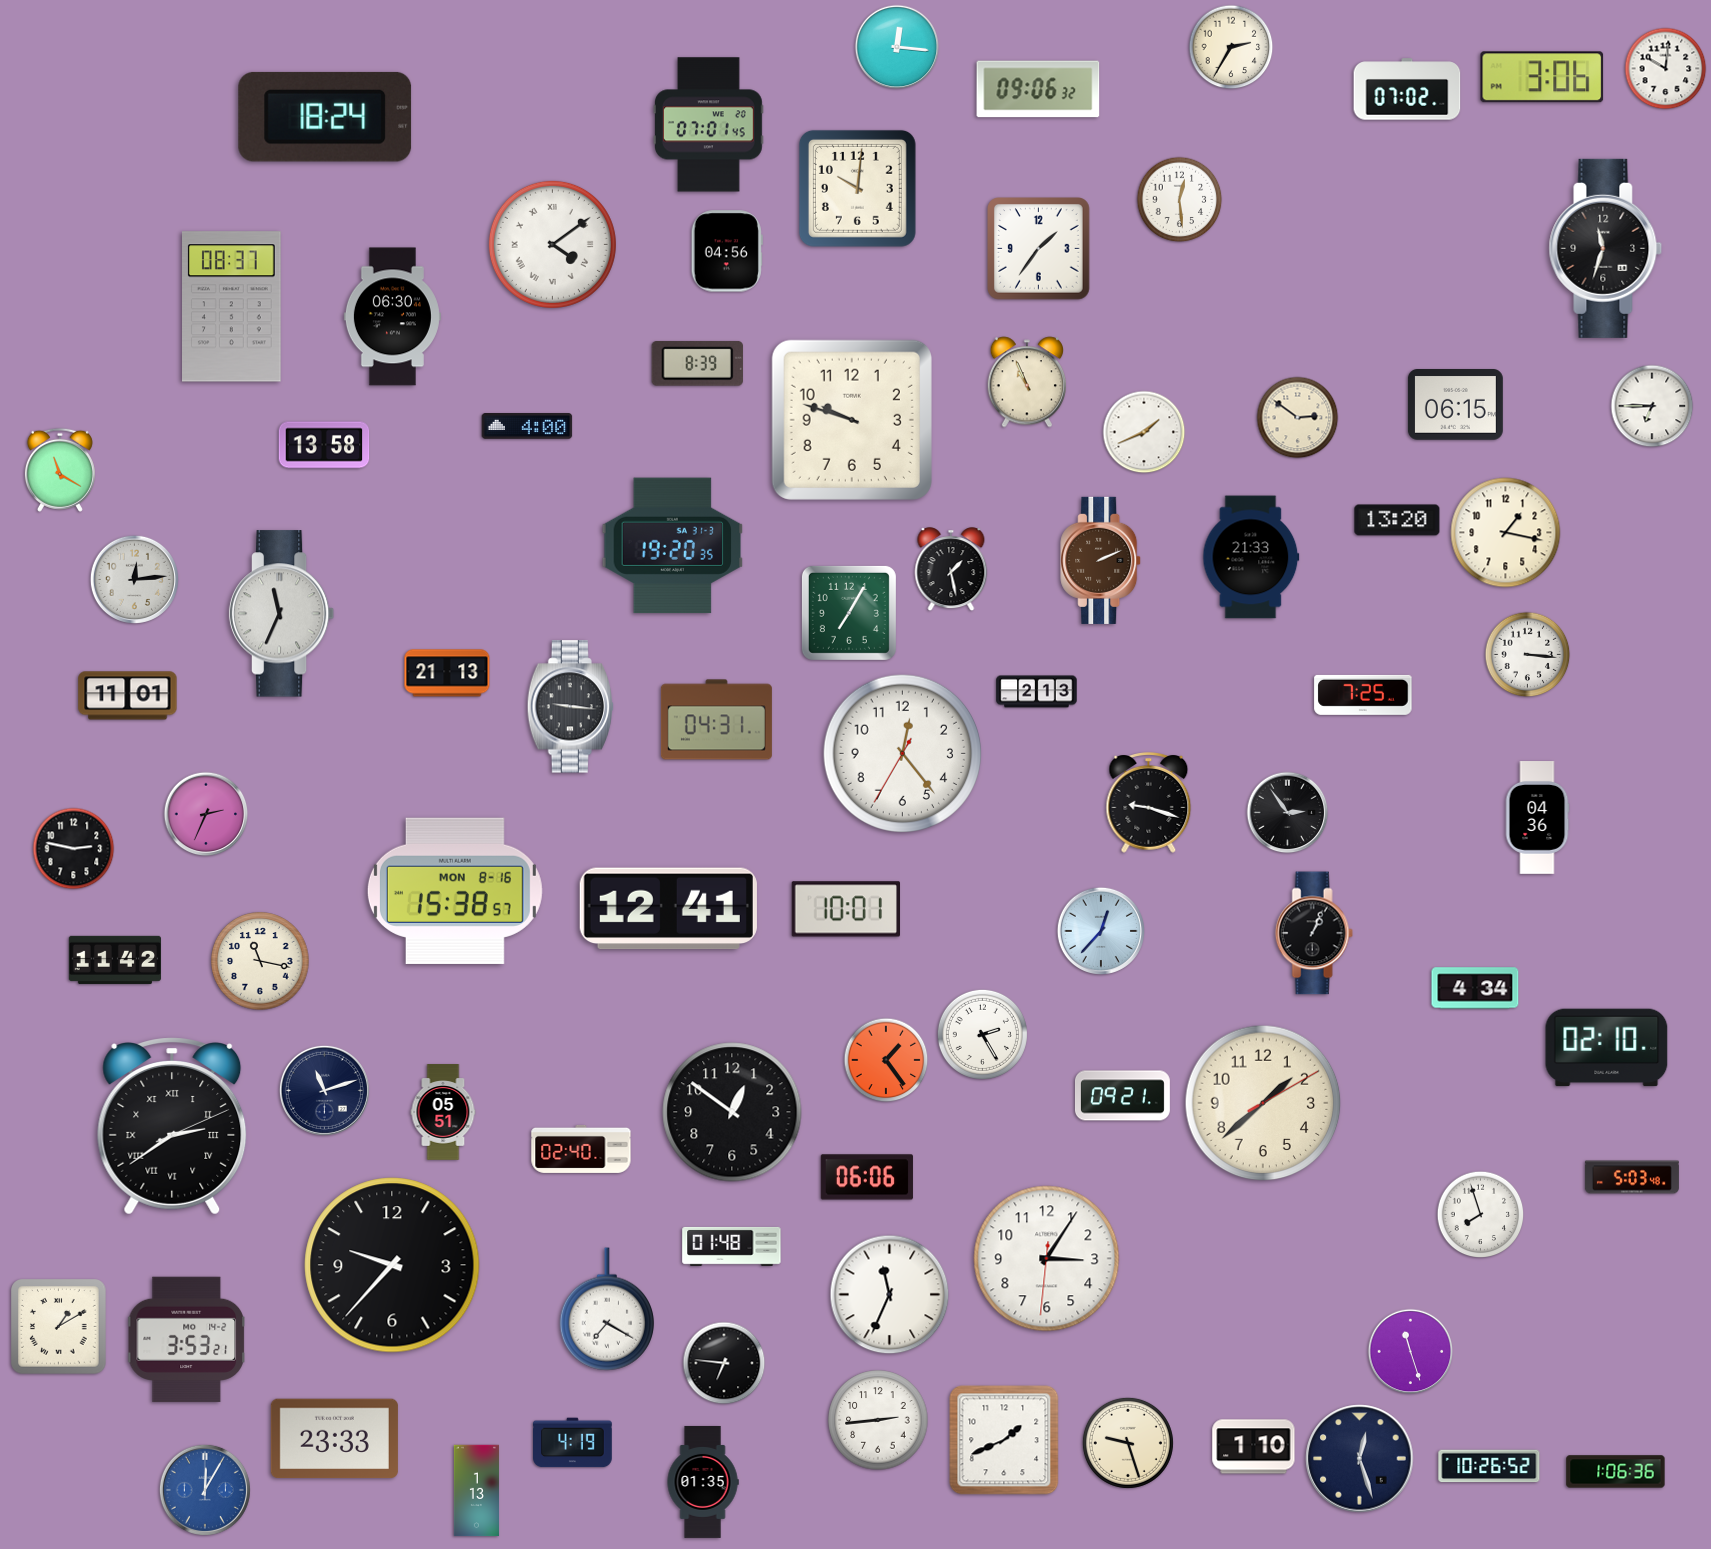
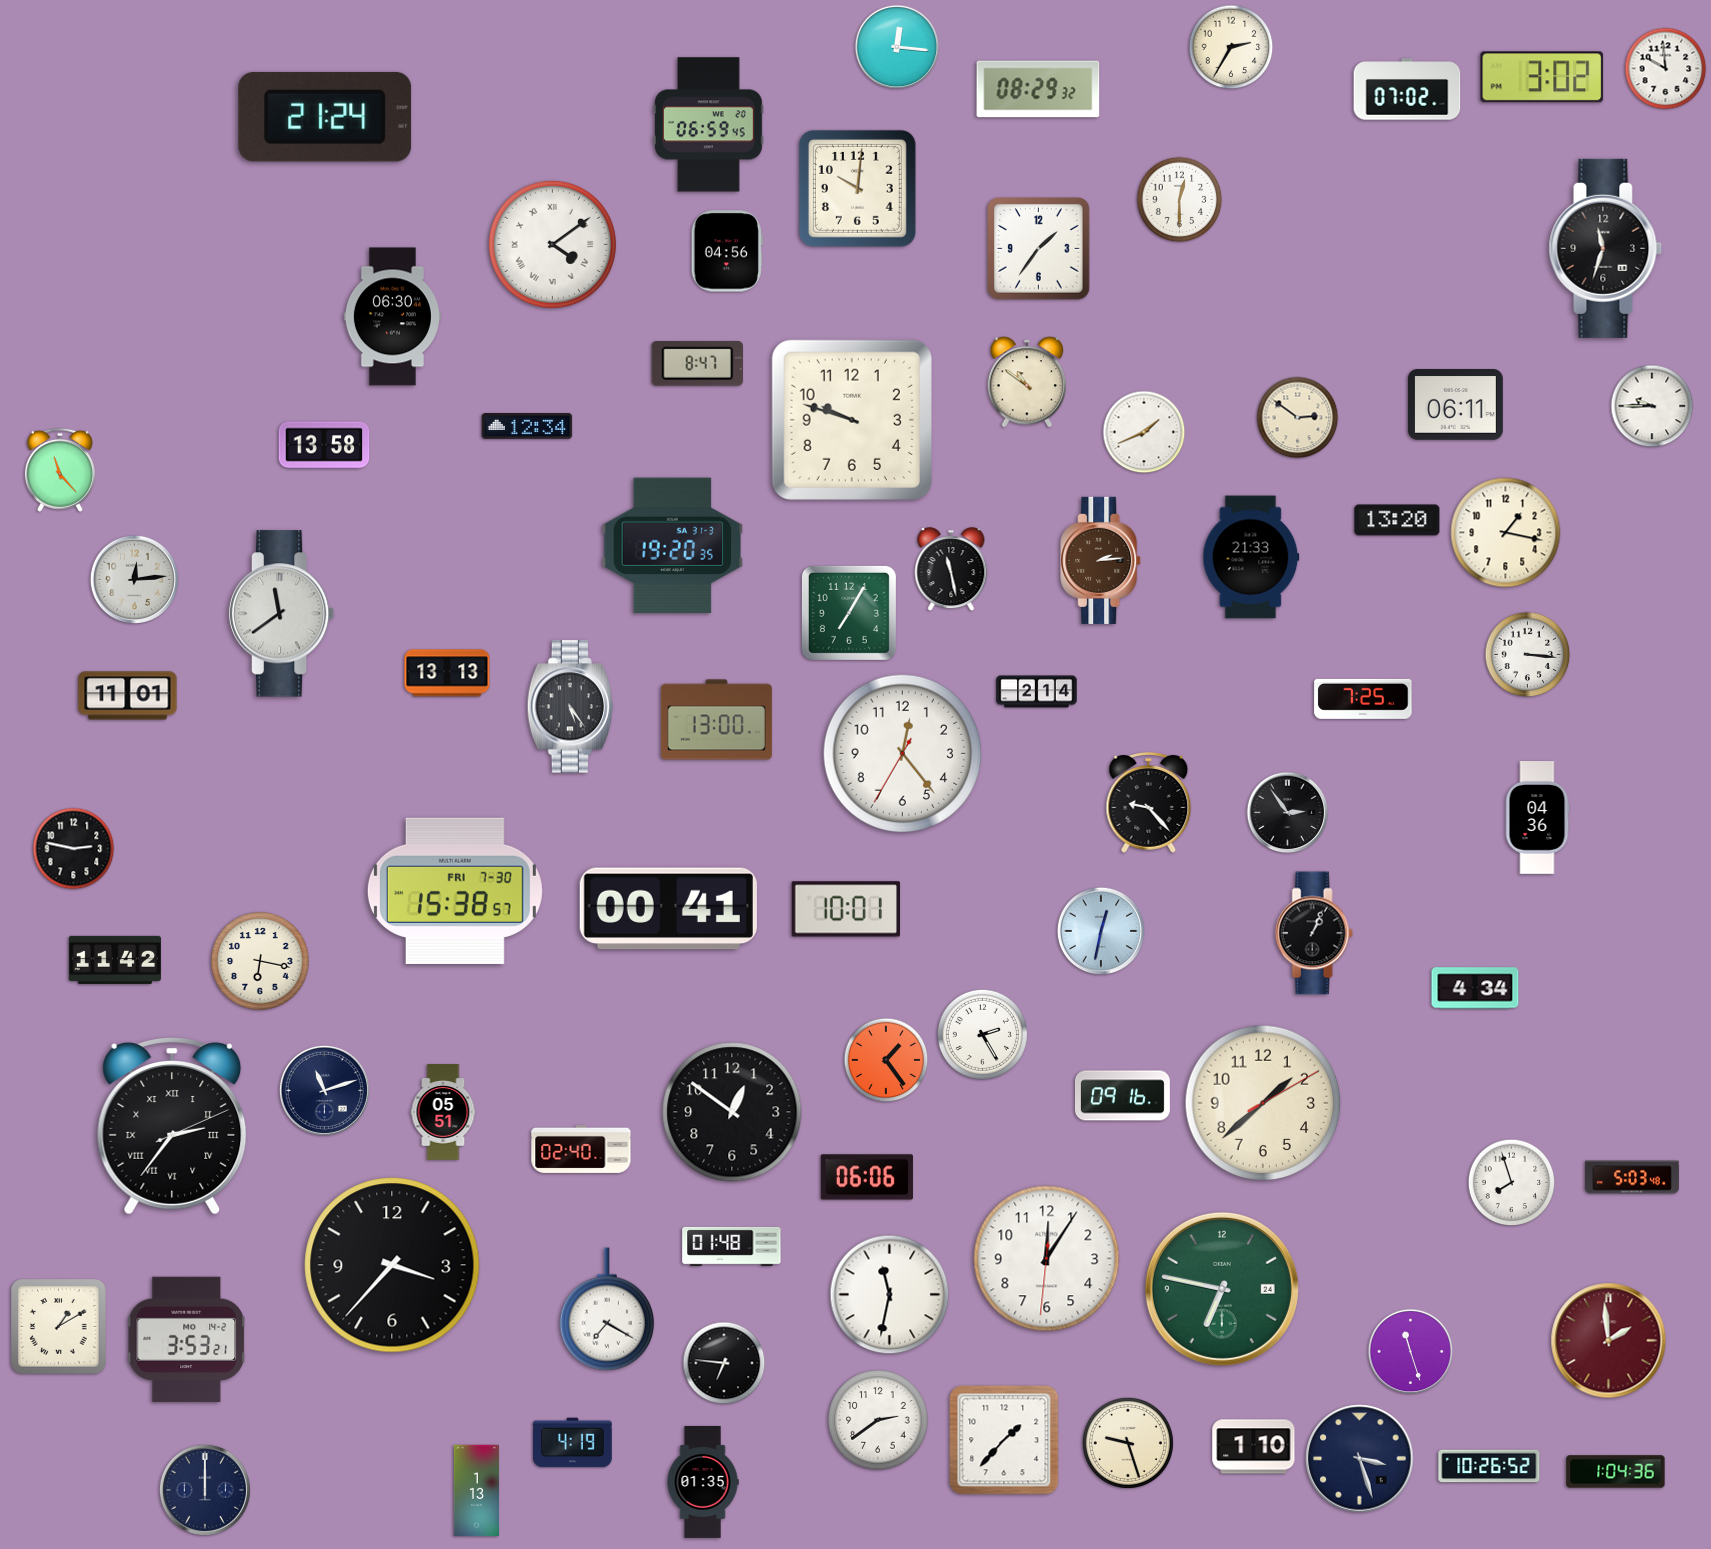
clock at (1666, 69): 10:01 -> 9:59
clock at (1542, 77): 3:06 -> 3:02
clock at (1038, 89): 09:06 -> 08:29
clock at (325, 117): 18:24 -> 21:24
clock at (708, 125): 07:01 -> 06:59
clock at (1180, 200): 12:29 -> 12:30
clock at (232, 307): 08:37 -> none
clock at (697, 363): 8:39 -> 8:47
clock at (1026, 382): 10:56 -> 10:51
clock at (1455, 405): 06:15 -> 06:11
clock at (1652, 406): 6:45 -> 9:45
clock at (527, 427): 4:00 -> 12:34
clock at (60, 470): 11:20 -> 11:23
clock at (1101, 560): 2:11 -> 2:14
clock at (951, 570): 1:28 -> 11:28
clock at (282, 614): 11:34 -> 11:39
clock at (447, 673): 21:13 -> 13:13
clock at (1037, 692): 2:13 -> 2:14
clock at (1363, 695) position: (1363, 695) -> (1363, 699)
clock at (570, 707): 9:16 -> 5:24
clock at (716, 720): 04:31 -> 13:00
clock at (1149, 803): 9:18 -> 9:23
clock at (206, 814): 2:34 -> none
clock at (455, 890) date: MON 8-16 -> FRI 7-30
clock at (668, 909): 12:41 -> 00:41
clock at (1100, 930): 12:37 -> 12:32
clock at (260, 961): 11:17 -> 6:17
clock at (1607, 1048): 02:10 -> none
clock at (1122, 1096): 09:21 -> 09:16
clock at (172, 1126): 2:39 -> 2:36
clock at (1481, 1215) position: (1481, 1215) -> (1512, 1183)
clock at (1047, 1259): 3:05 -> 12:05
clock at (392, 1265): 9:37 -> 3:37
clock at (1222, 1289): none -> 6:47
clock at (890, 1295): 11:34 -> 11:32
clock at (1609, 1341): none -> 1:59
clock at (878, 1420): 2:44 -> 2:39
clock at (334, 1439): 23:33 -> none
clock at (1004, 1440): 1:41 -> 1:37
clock at (1360, 1459): 12:27 -> 3:27
clock at (1616, 1472): 1:06 -> 1:04
clock at (205, 1490): 12:05 -> 12:00
clock at (205, 1490) dial: blue -> navy
